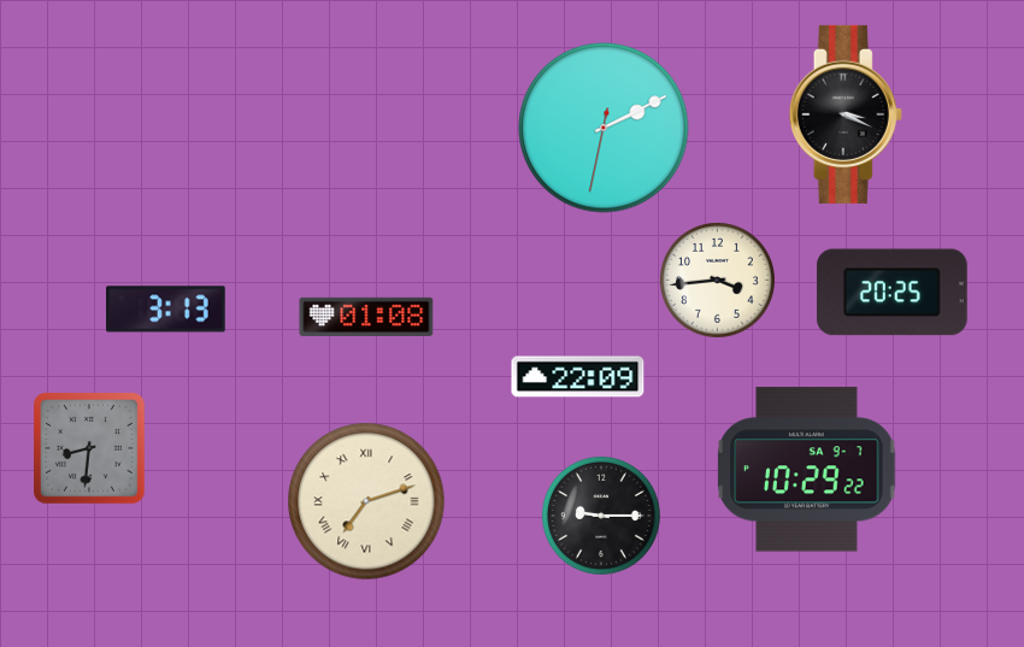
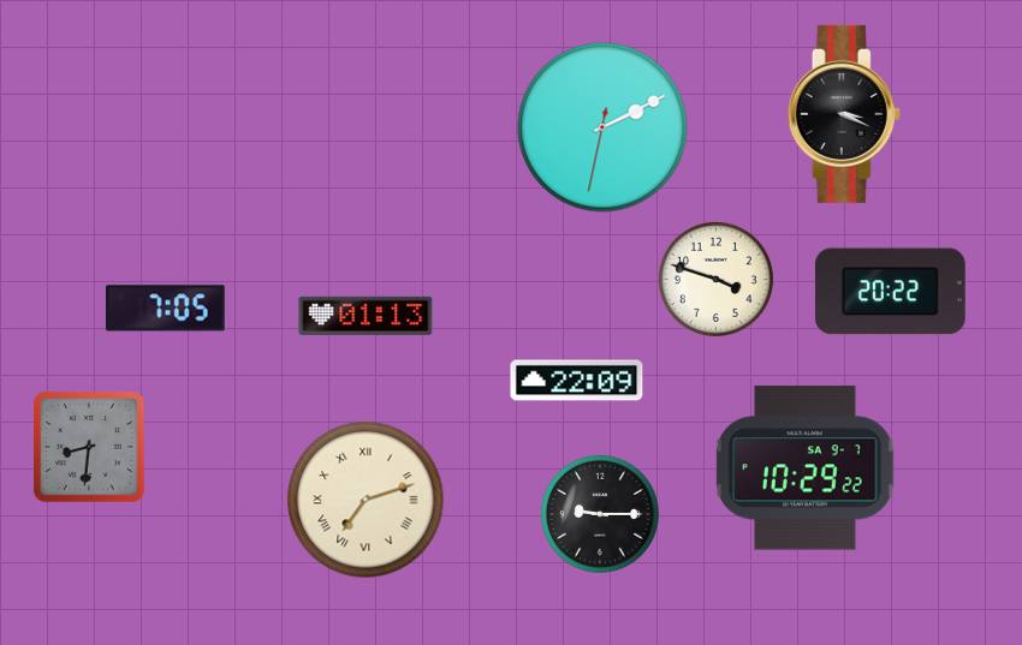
clock at (717, 280): 3:44 -> 3:48
clock at (891, 293): 20:25 -> 20:22
clock at (166, 310): 3:13 -> 7:05
clock at (366, 317): 01:08 -> 01:13
clock at (578, 377) position: (578, 377) -> (577, 381)
